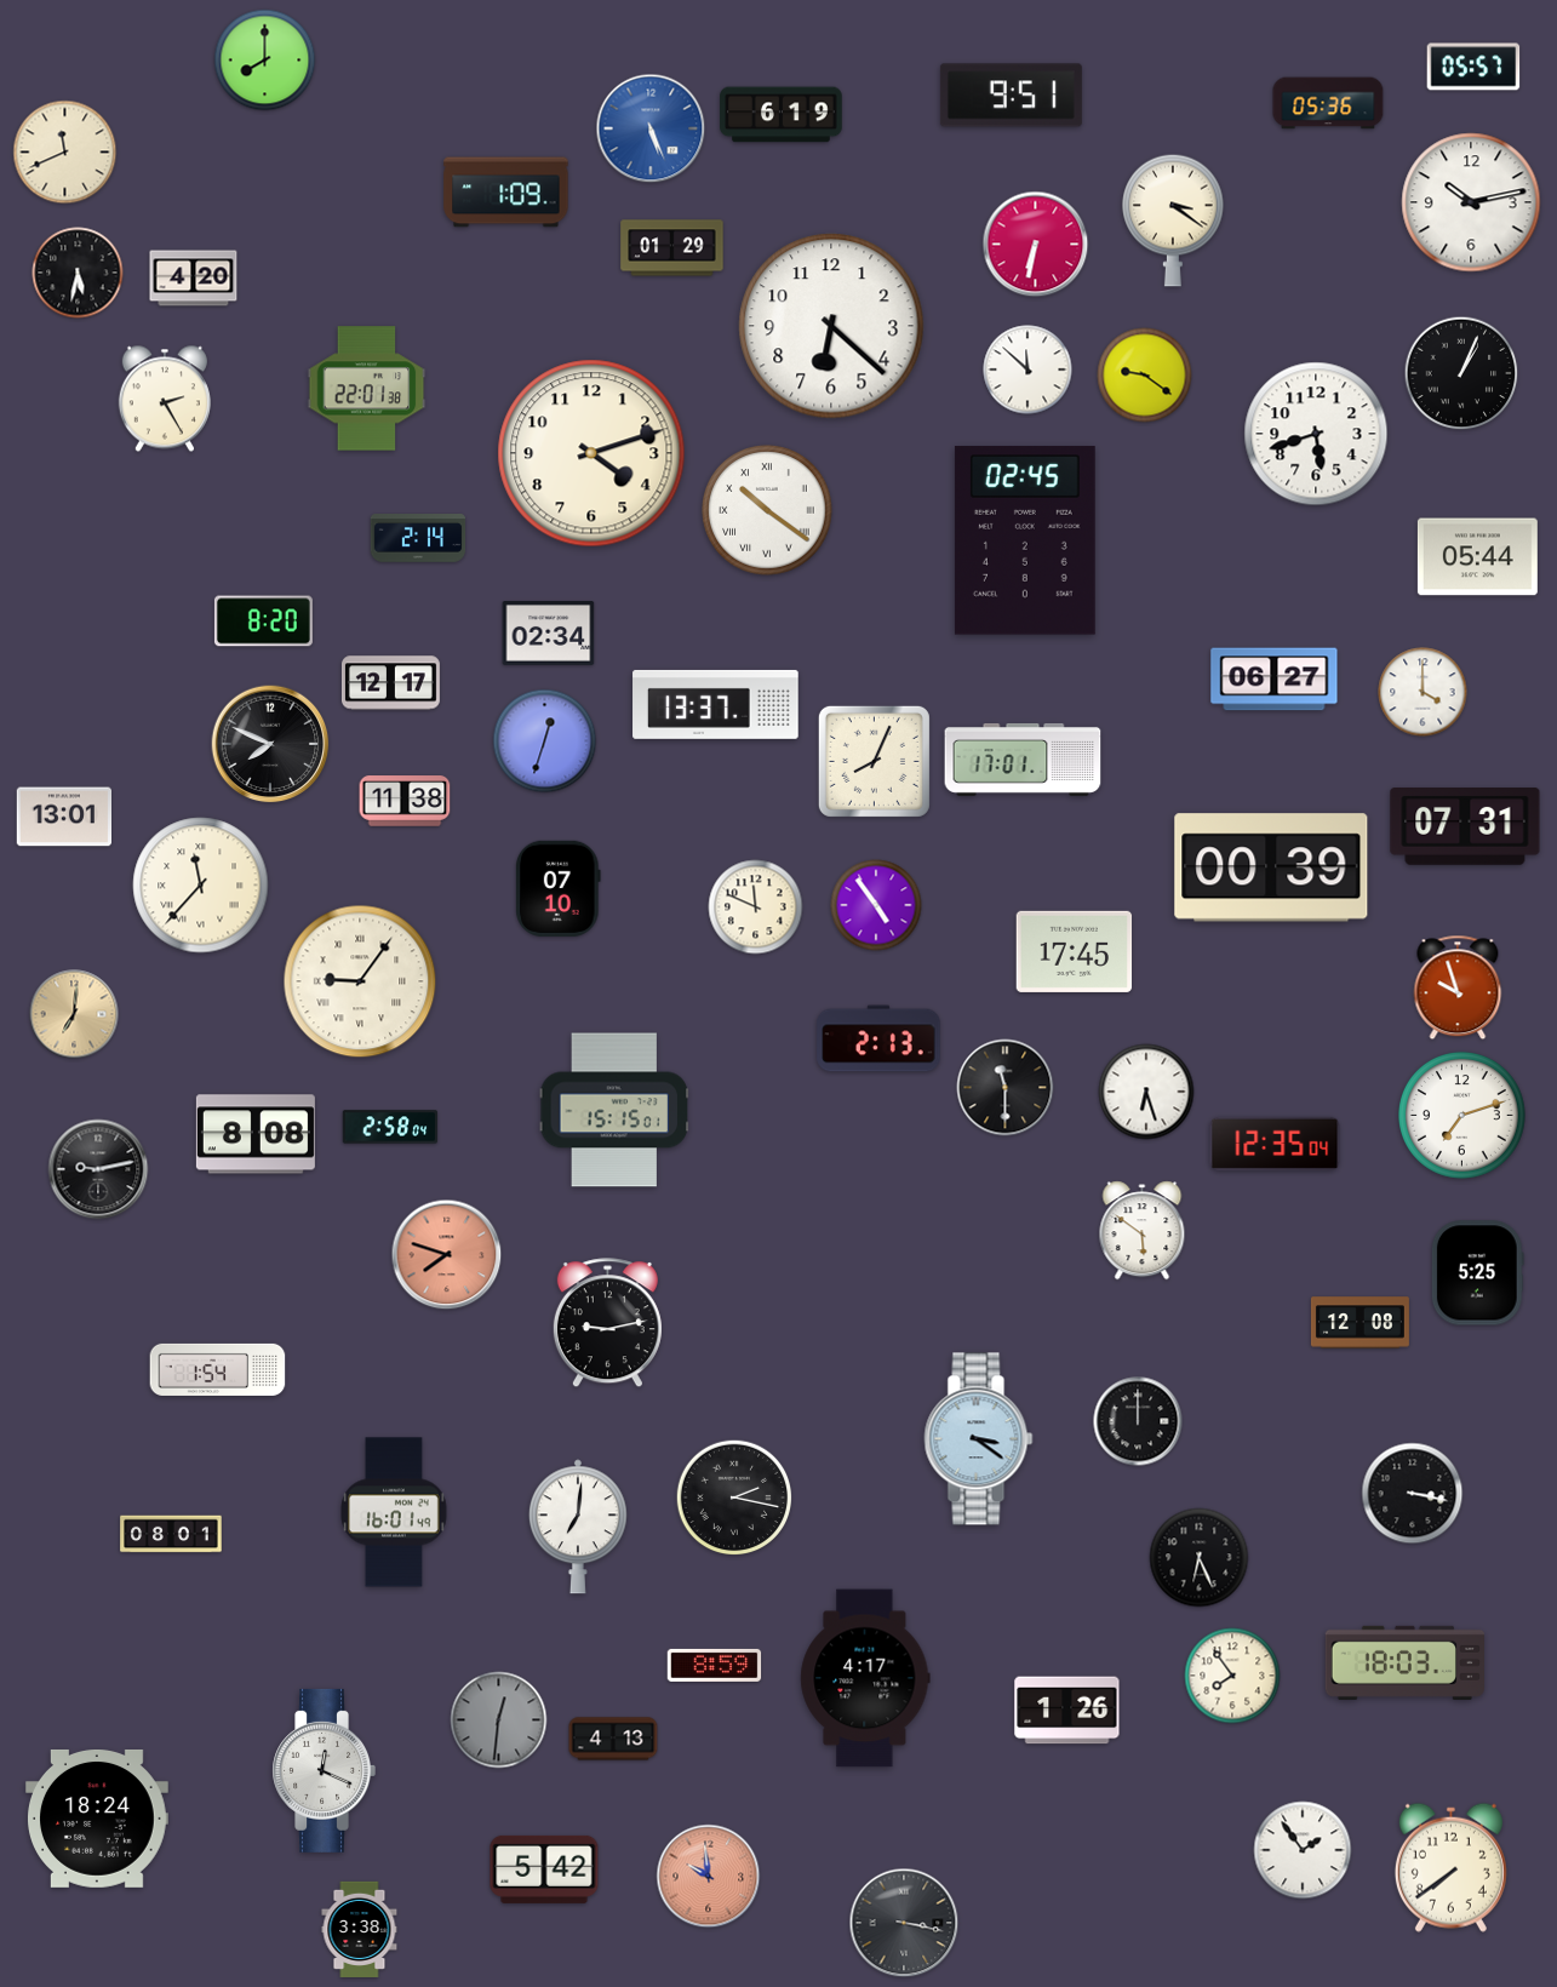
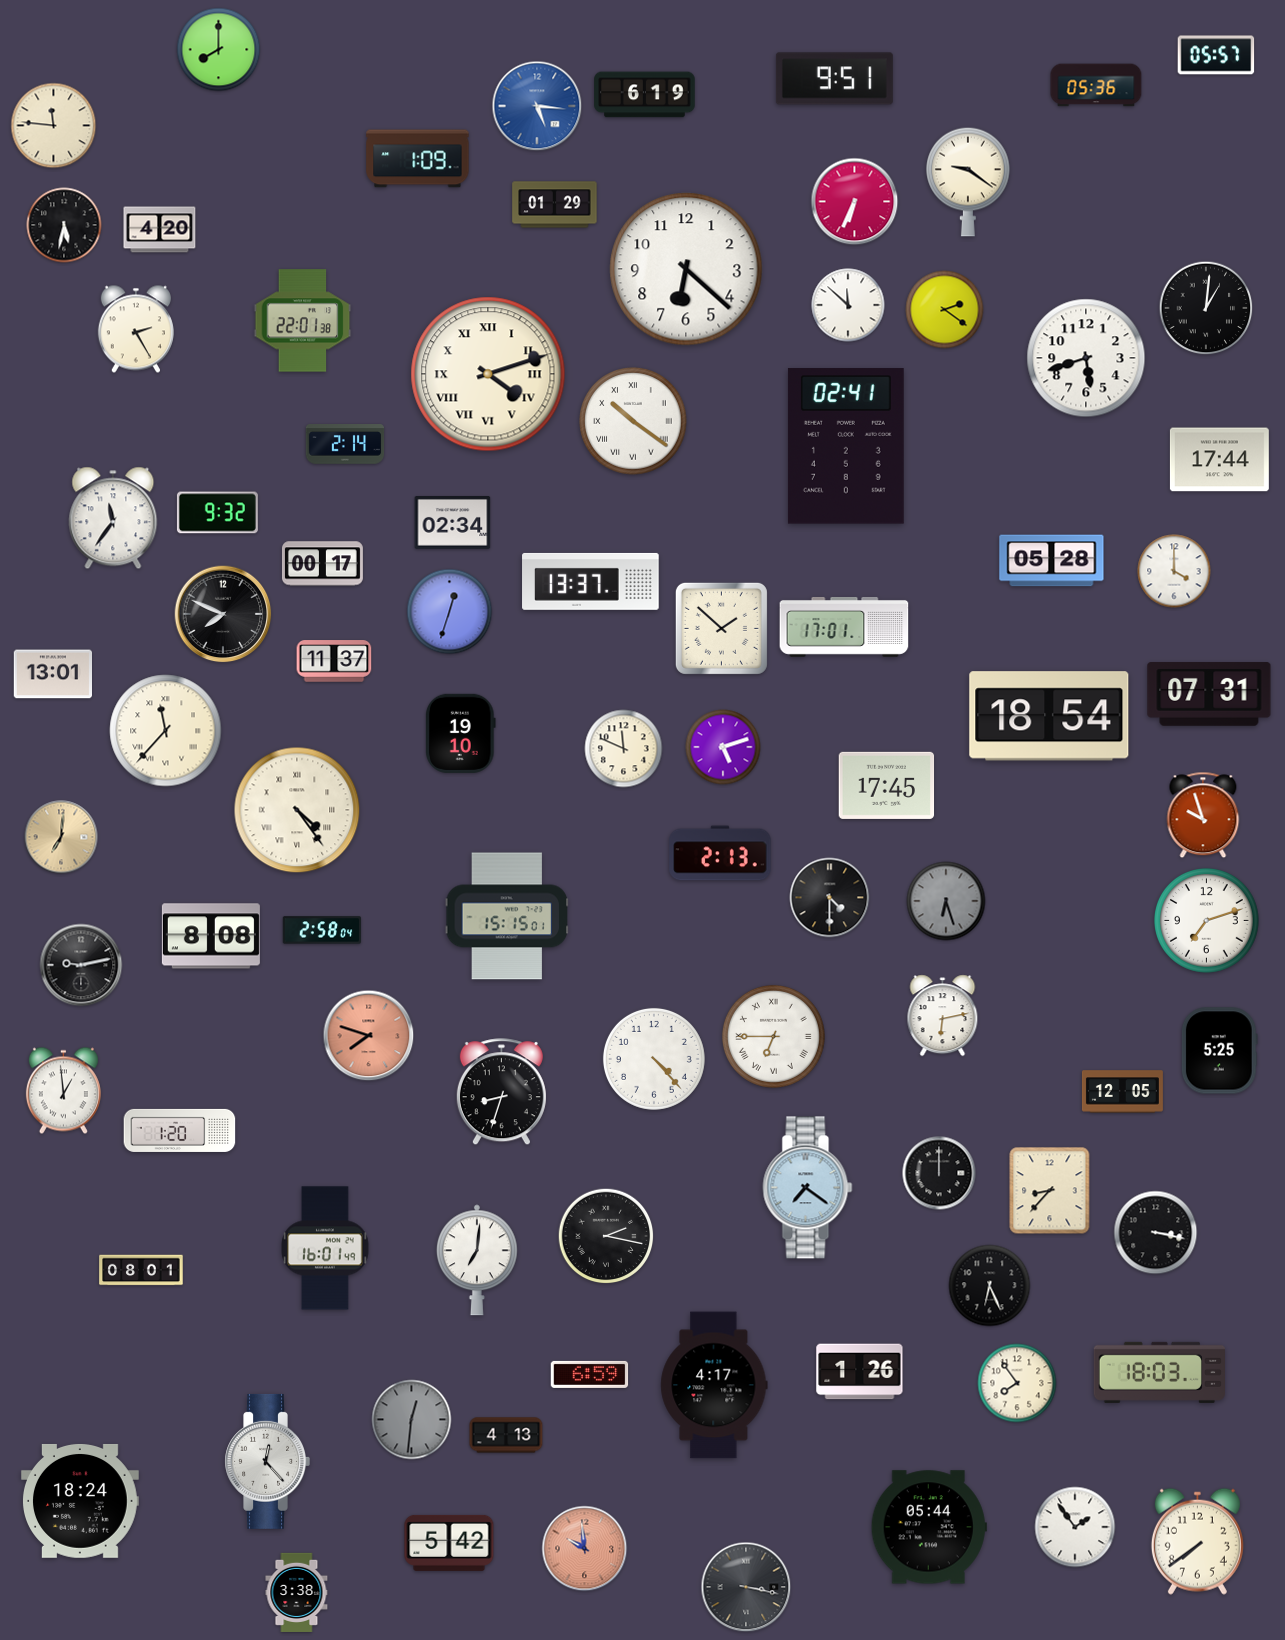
clock at (651, 128): 5:26 -> 5:16
clock at (65, 153): 11:41 -> 11:46
clock at (1471, 202): 10:13 -> none
clock at (1173, 221): 3:21 -> 9:21
clock at (1036, 245): 6:32 -> 6:34
clock at (1461, 373): 1:04 -> 1:01
clock at (1145, 376): 9:21 -> 2:21
clock at (591, 453) numerals: Arabic -> Roman
clock at (1025, 540): 02:45 -> 02:41
clock at (1477, 557): 05:44 -> 17:44
clock at (263, 622): 8:20 -> 9:32
clock at (113, 518): none -> 11:36
clock at (1275, 680): 06:27 -> 05:28
clock at (390, 683): 12:17 -> 00:17
clock at (874, 761): 8:04 -> 1:52
clock at (405, 801): 11:38 -> 11:37
clock at (1465, 826) position: (1465, 826) -> (1209, 694)
clock at (1271, 867): 00:39 -> 18:54
clock at (559, 888): 07:10 -> 19:10
clock at (876, 905): 4:54 -> 5:12
clock at (360, 981): 9:06 -> 4:24
clock at (878, 1038) position: (878, 1038) -> (720, 853)
clock at (1006, 1088): 11:30 -> 4:30
clock at (1146, 1092) dial: white -> grey
clock at (1275, 1144): 12:35 -> none
clock at (1143, 1231): 5:51 -> 6:13
clock at (773, 1036): none -> 6:45
clock at (654, 1059): none -> 4:23
clock at (63, 1091): none -> 12:59
clock at (607, 1323): 9:13 -> 8:33
clock at (1359, 1323): 12:08 -> 12:05
clock at (218, 1369): 1:54 -> 1:20
clock at (979, 1439): 3:21 -> 7:21
clock at (1050, 1191): none -> 8:37
clock at (1413, 1494) position: (1413, 1494) -> (1156, 1233)
clock at (171, 1534) position: (171, 1534) -> (141, 1270)
clock at (715, 1665): 8:59 -> 6:59
clock at (1067, 1711) position: (1067, 1711) -> (860, 1372)
clock at (324, 1770): 12:19 -> 12:23
clock at (929, 1527): none -> 05:44
